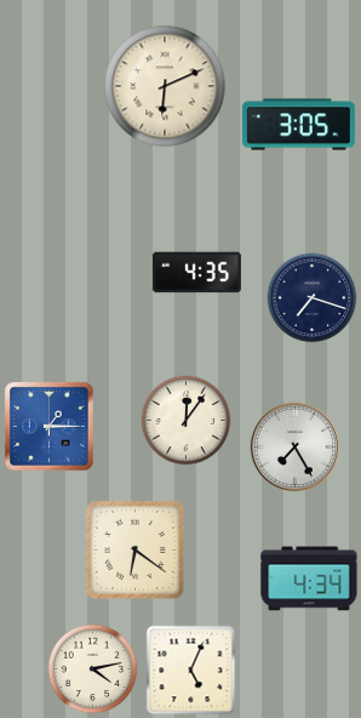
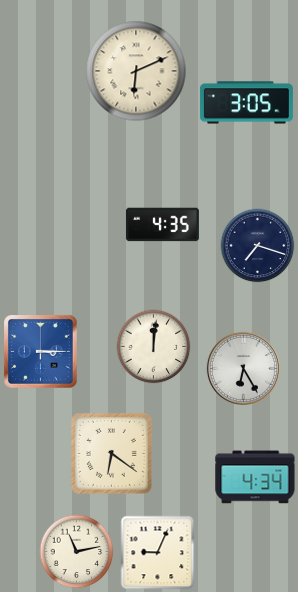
clock at (187, 421): 12:06 -> 12:01
clock at (50, 427): 1:15 -> 3:15
clock at (294, 446): 7:25 -> 6:25
clock at (93, 669): 4:13 -> 11:13
clock at (191, 671): 5:04 -> 9:04
